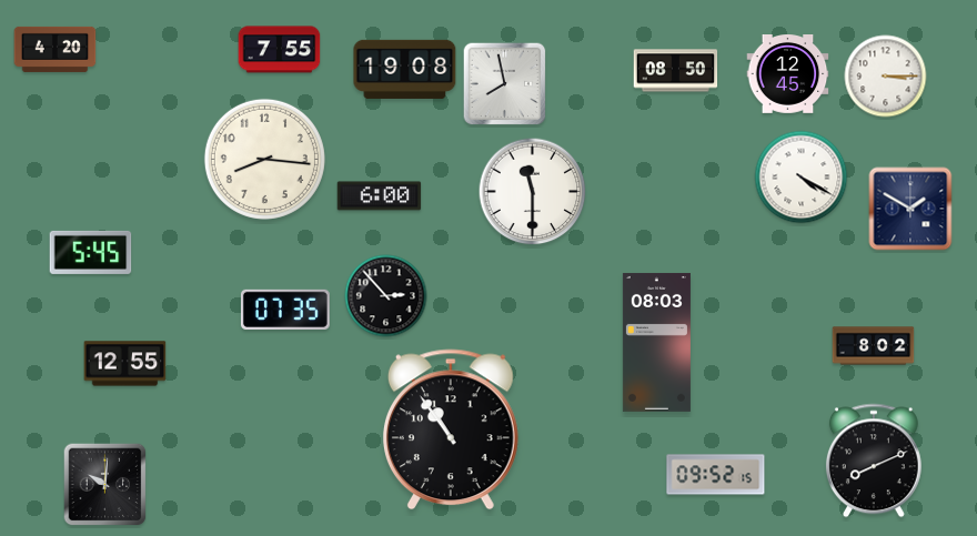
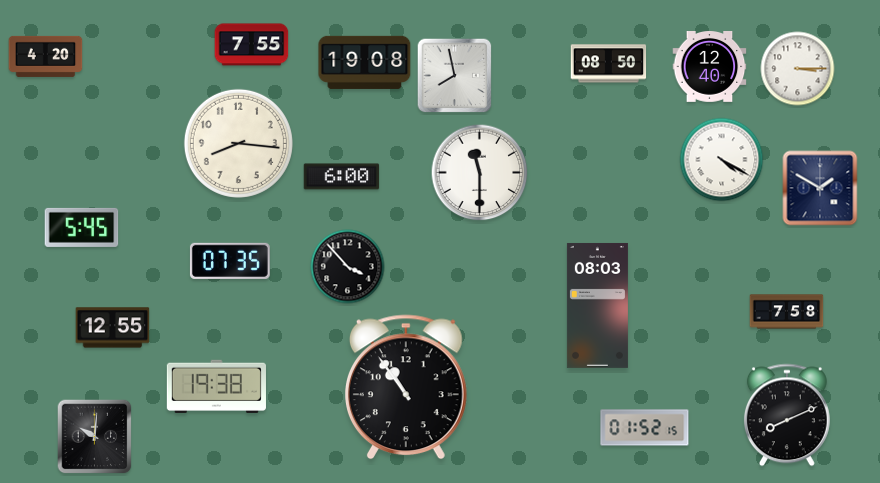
clock at (56, 49) position: (56, 49) -> (46, 56)
clock at (788, 74): 12:45 -> 12:40
clock at (386, 296): 2:53 -> 3:53
clock at (285, 310) position: (285, 310) -> (230, 261)
clock at (656, 342) position: (656, 342) -> (597, 305)
clock at (874, 346): 8:02 -> 7:58
clock at (216, 386): none -> 19:38
clock at (716, 475): 09:52 -> 01:52
